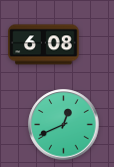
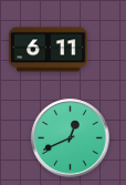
clock at (44, 45): 6:08 -> 6:11
